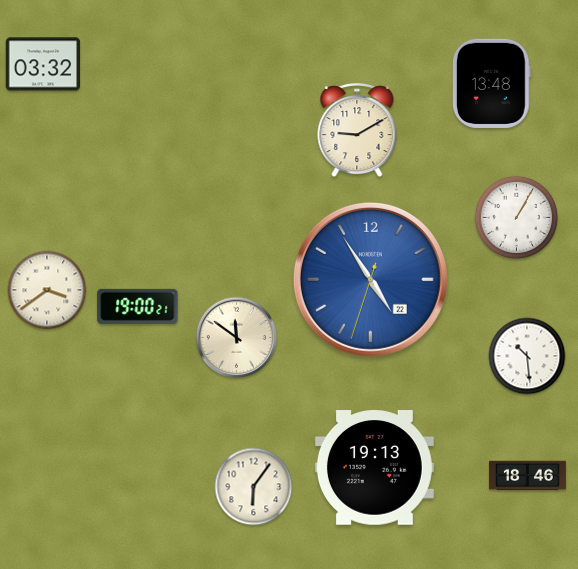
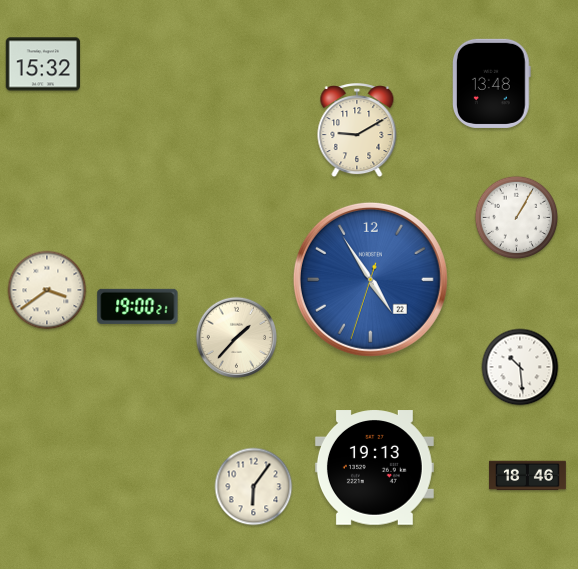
clock at (43, 64): 03:32 -> 15:32
clock at (236, 337): 11:51 -> 1:37
clock at (527, 356) position: (527, 356) -> (520, 367)
